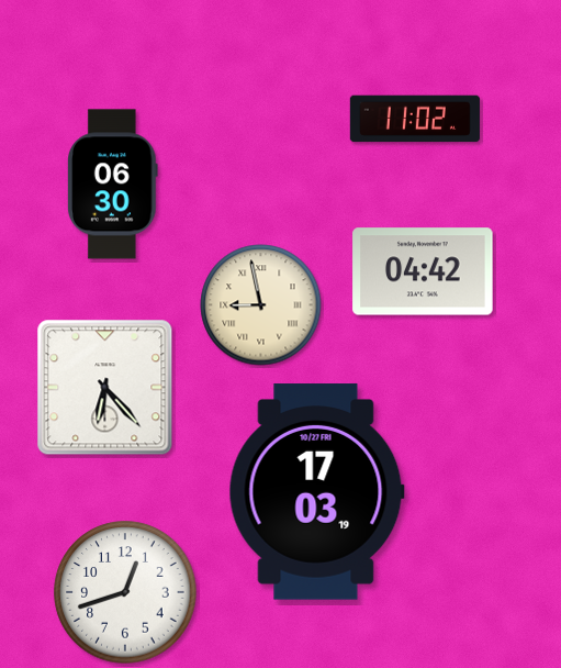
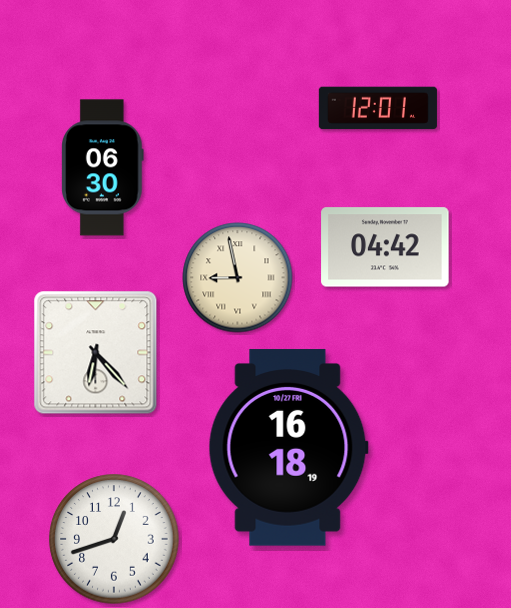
clock at (415, 119): 11:02 -> 12:01
clock at (316, 492): 17:03 -> 16:18
